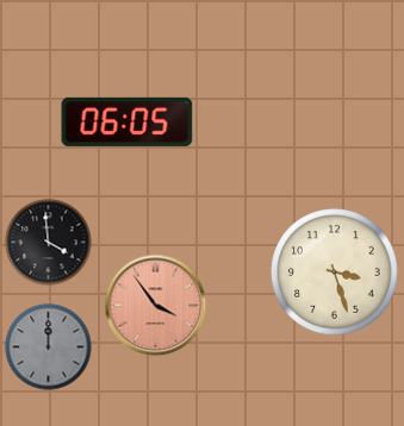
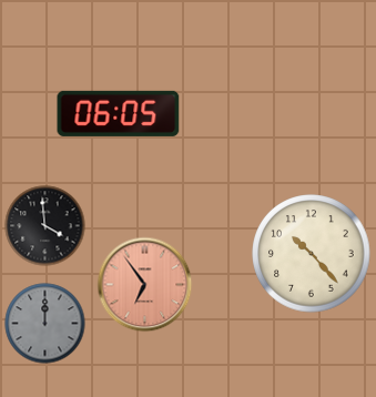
clock at (335, 272): 3:27 -> 10:23
clock at (156, 306): 3:54 -> 6:54
